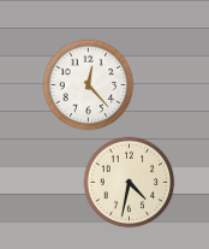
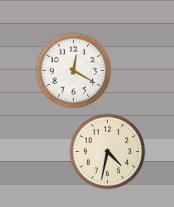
clock at (89, 85): 12:23 -> 12:20
